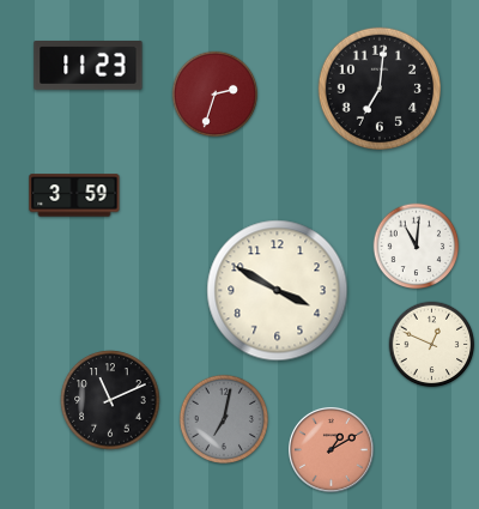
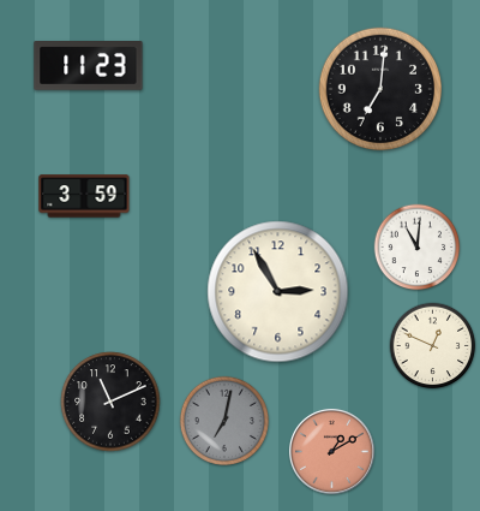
clock at (216, 95): 2:33 -> none
clock at (74, 195) position: (74, 195) -> (84, 196)
clock at (278, 291): 3:50 -> 2:55
